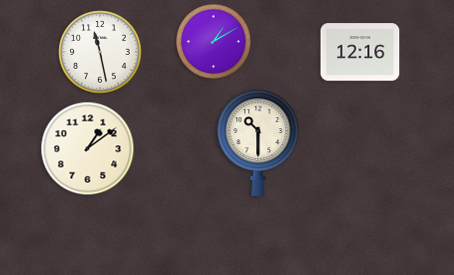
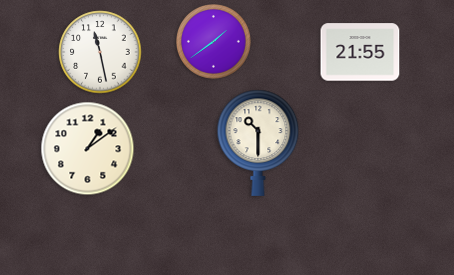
clock at (214, 42): 1:10 -> 1:39
clock at (360, 52): 12:16 -> 21:55
